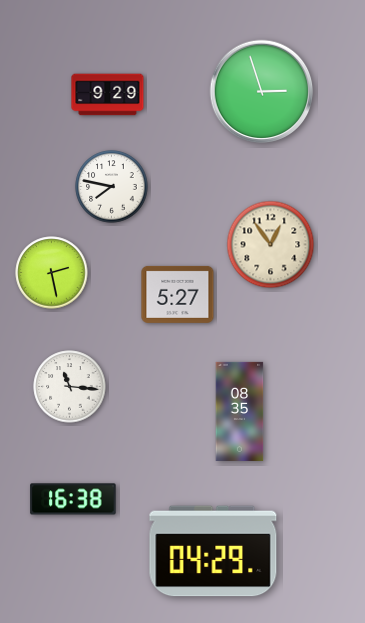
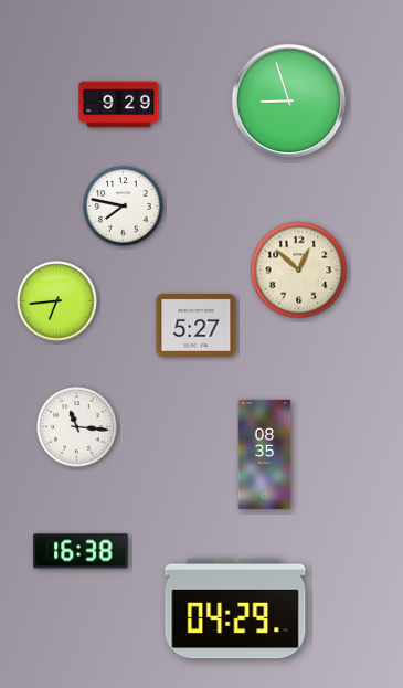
clock at (262, 92): 2:57 -> 8:57
clock at (271, 245): 12:54 -> 12:52
clock at (52, 273): 2:28 -> 6:44
